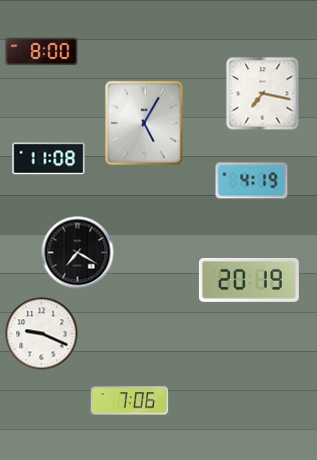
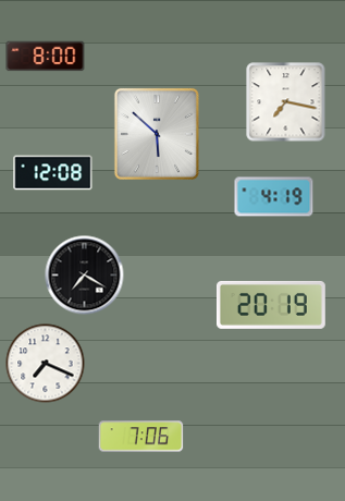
clock at (144, 123): 5:05 -> 5:52
clock at (49, 159): 11:08 -> 12:08
clock at (42, 334): 9:19 -> 7:19
